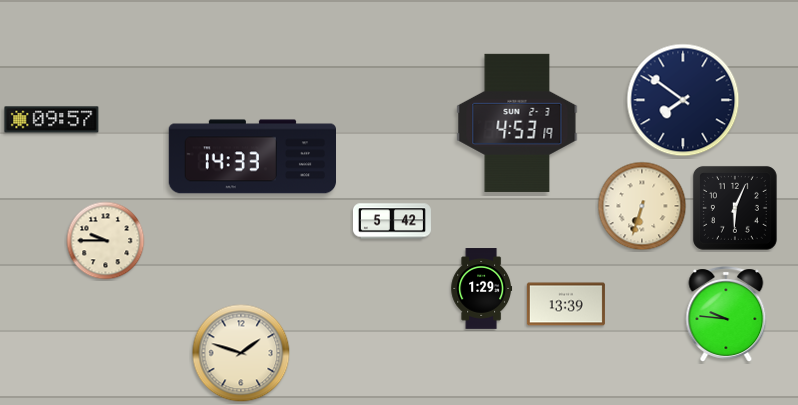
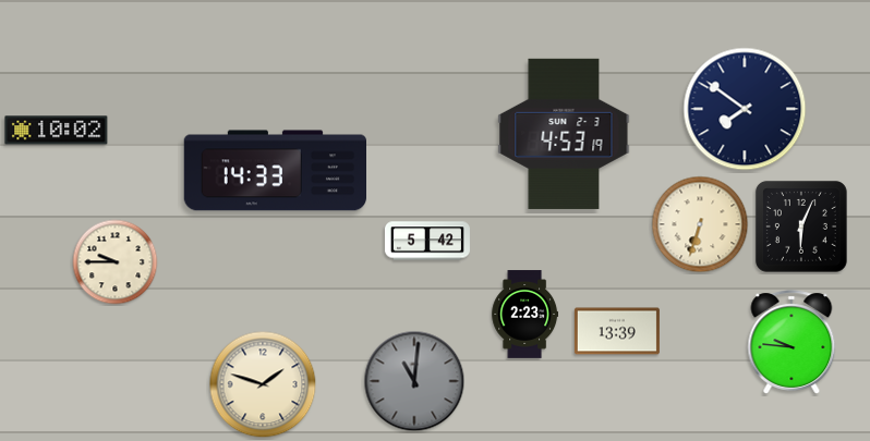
clock at (52, 120): 09:57 -> 10:02
clock at (482, 289): 1:29 -> 2:23
clock at (414, 381): none -> 11:01
